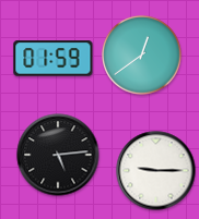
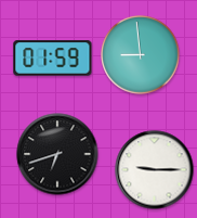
clock at (142, 56): 12:39 -> 8:59
clock at (58, 155): 5:14 -> 6:42
